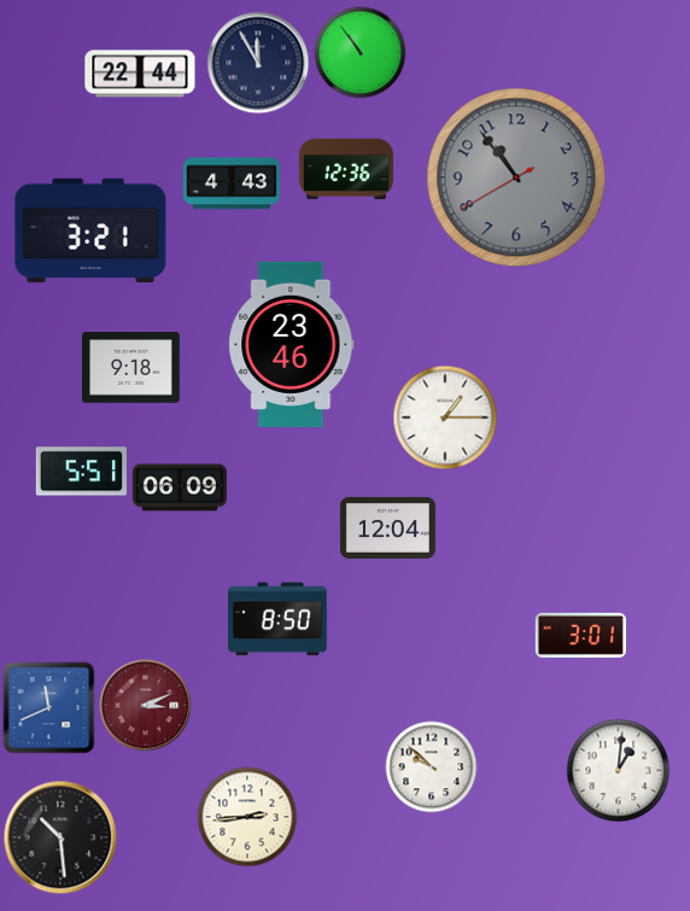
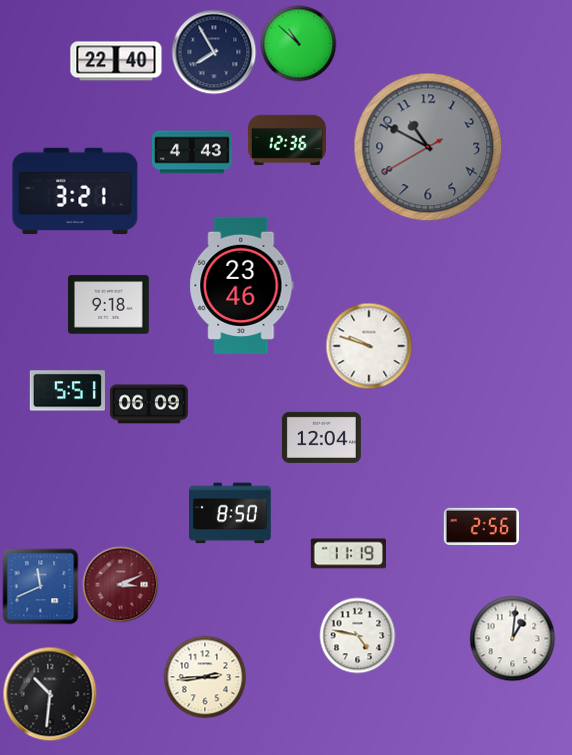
clock at (361, 53): 10:54 -> 10:52
clock at (258, 63): 11:55 -> 7:55
clock at (140, 74): 22:44 -> 22:40
clock at (516, 177): 10:53 -> 10:49
clock at (445, 417): 1:15 -> 9:48
clock at (580, 635): 3:01 -> 2:56
clock at (348, 554): none -> 11:19
clock at (432, 767): 9:52 -> 4:47
clock at (60, 837): 10:29 -> 10:31
